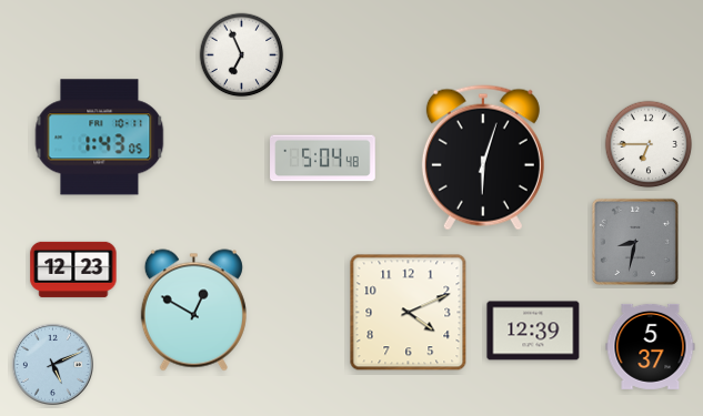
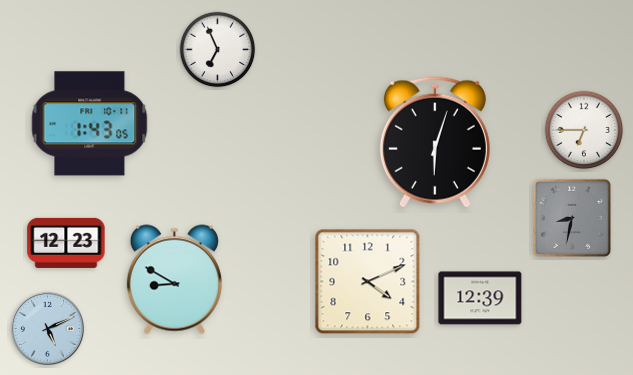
clock at (323, 159): 5:04 -> none
clock at (193, 311): 12:50 -> 8:50
clock at (651, 346): 5:37 -> none
